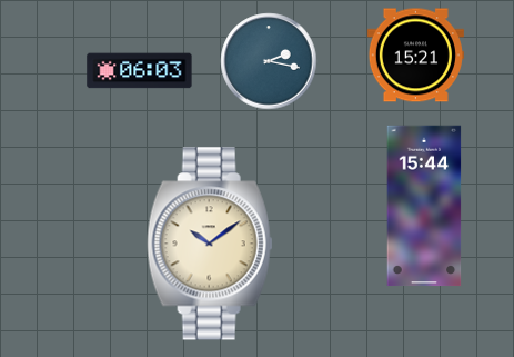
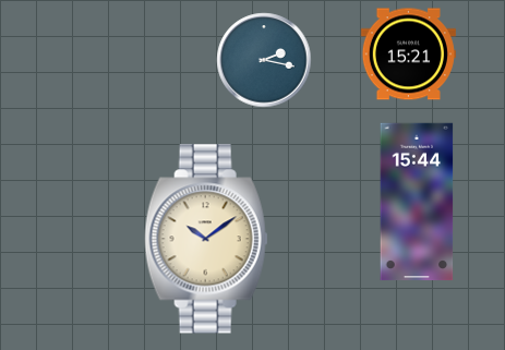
clock at (140, 71): 06:03 -> none
